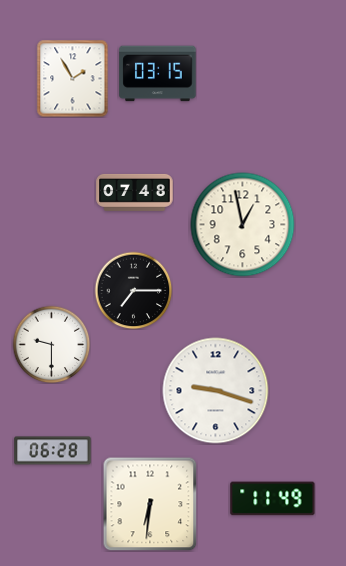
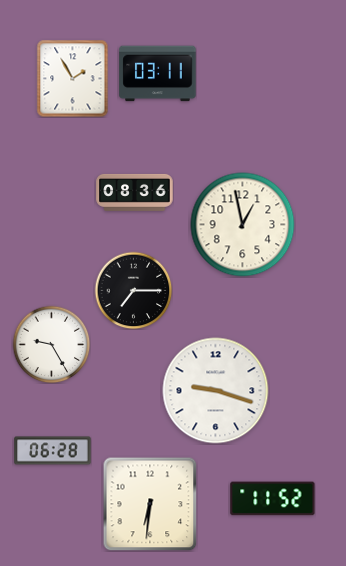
clock at (158, 74): 03:15 -> 03:11
clock at (135, 192): 07:48 -> 08:36
clock at (51, 344): 9:30 -> 9:25
clock at (273, 499): 11:49 -> 11:52
